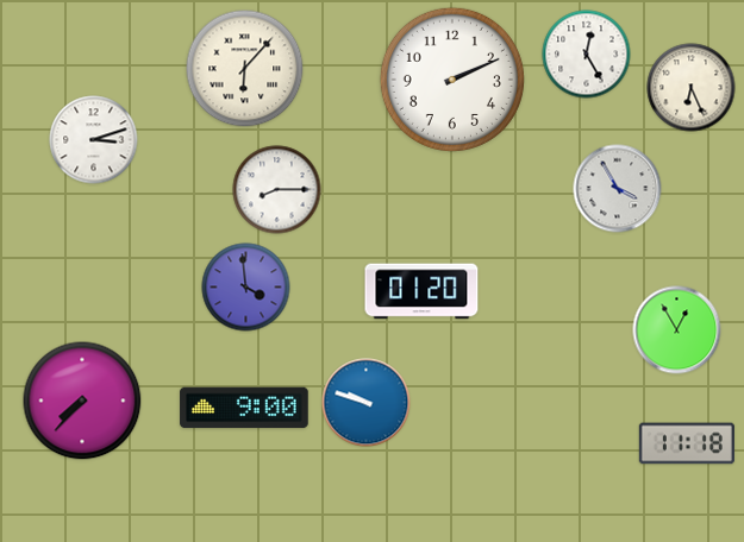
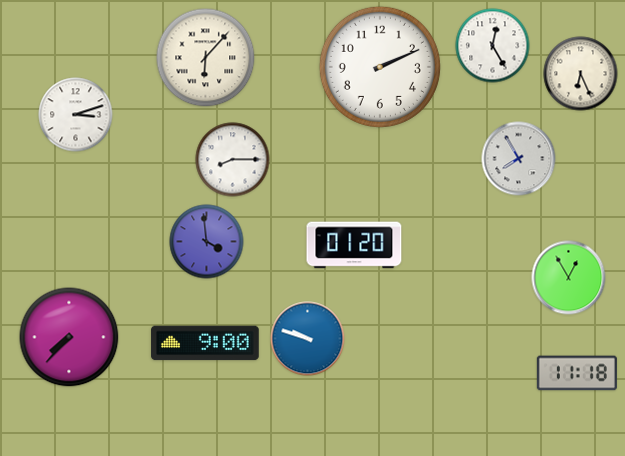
clock at (94, 140) position: (94, 140) -> (76, 115)
clock at (618, 189): 3:55 -> 7:55
